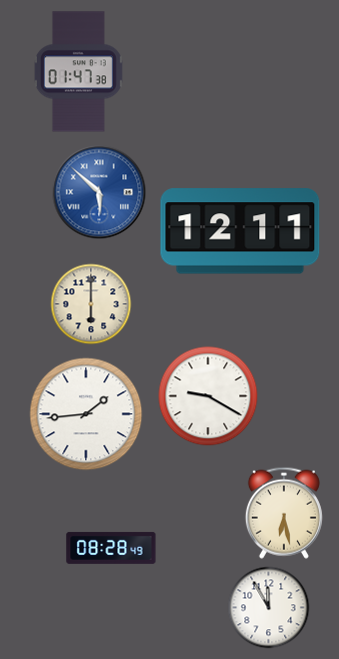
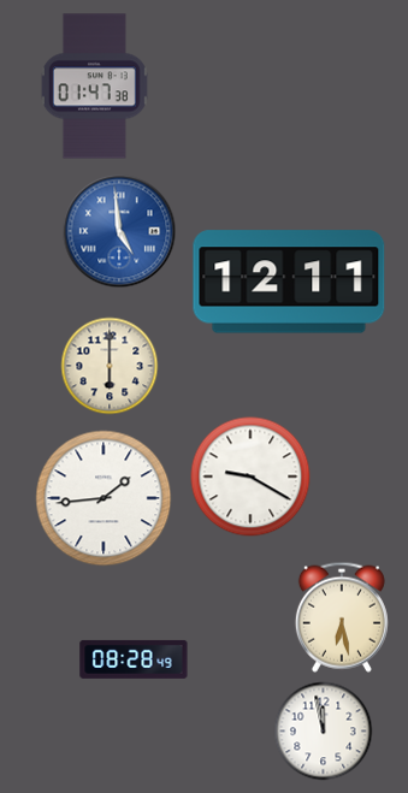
clock at (99, 192): 5:52 -> 4:59
clock at (240, 231) position: (240, 231) -> (289, 282)
clock at (269, 608): 11:55 -> 11:58
